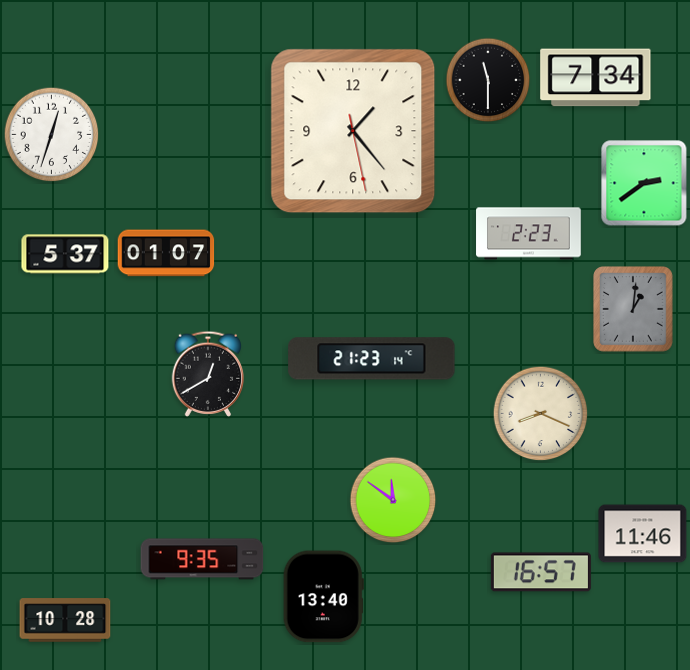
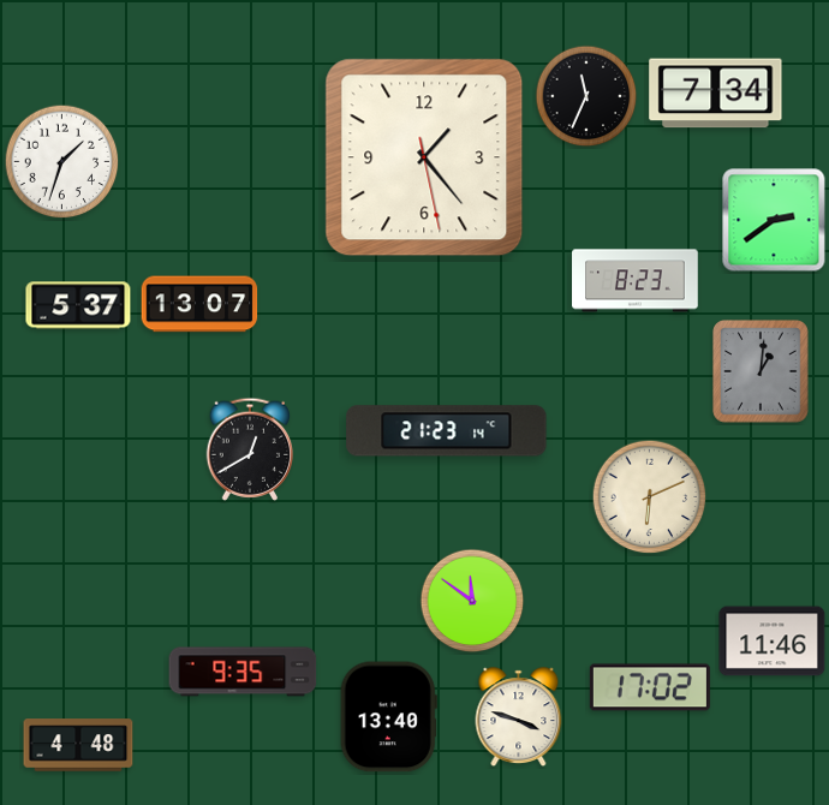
clock at (488, 80): 11:30 -> 11:34
clock at (52, 135): 12:33 -> 1:33
clock at (529, 234): 2:23 -> 8:23
clock at (166, 253): 01:07 -> 13:07
clock at (541, 414): 8:19 -> 6:11
clock at (541, 572): 16:57 -> 17:02
clock at (519, 717): none -> 3:48
clock at (65, 620): 10:28 -> 4:48
